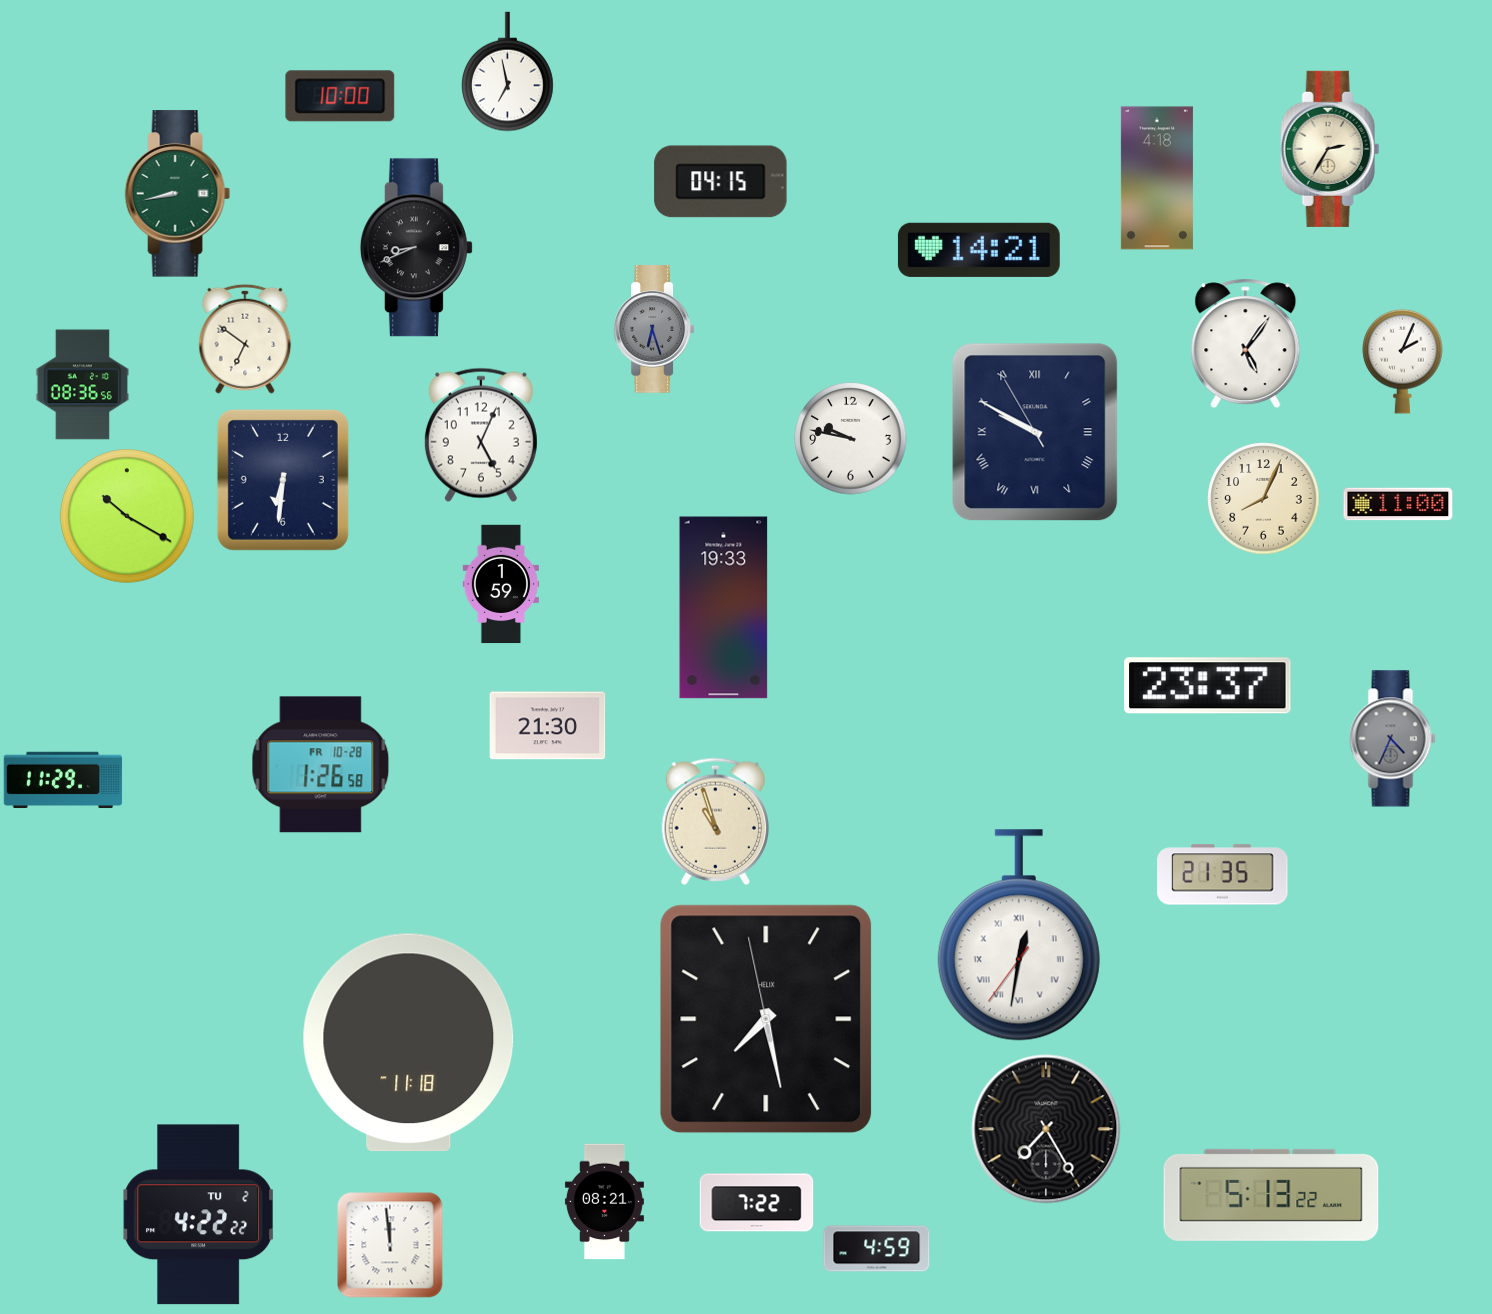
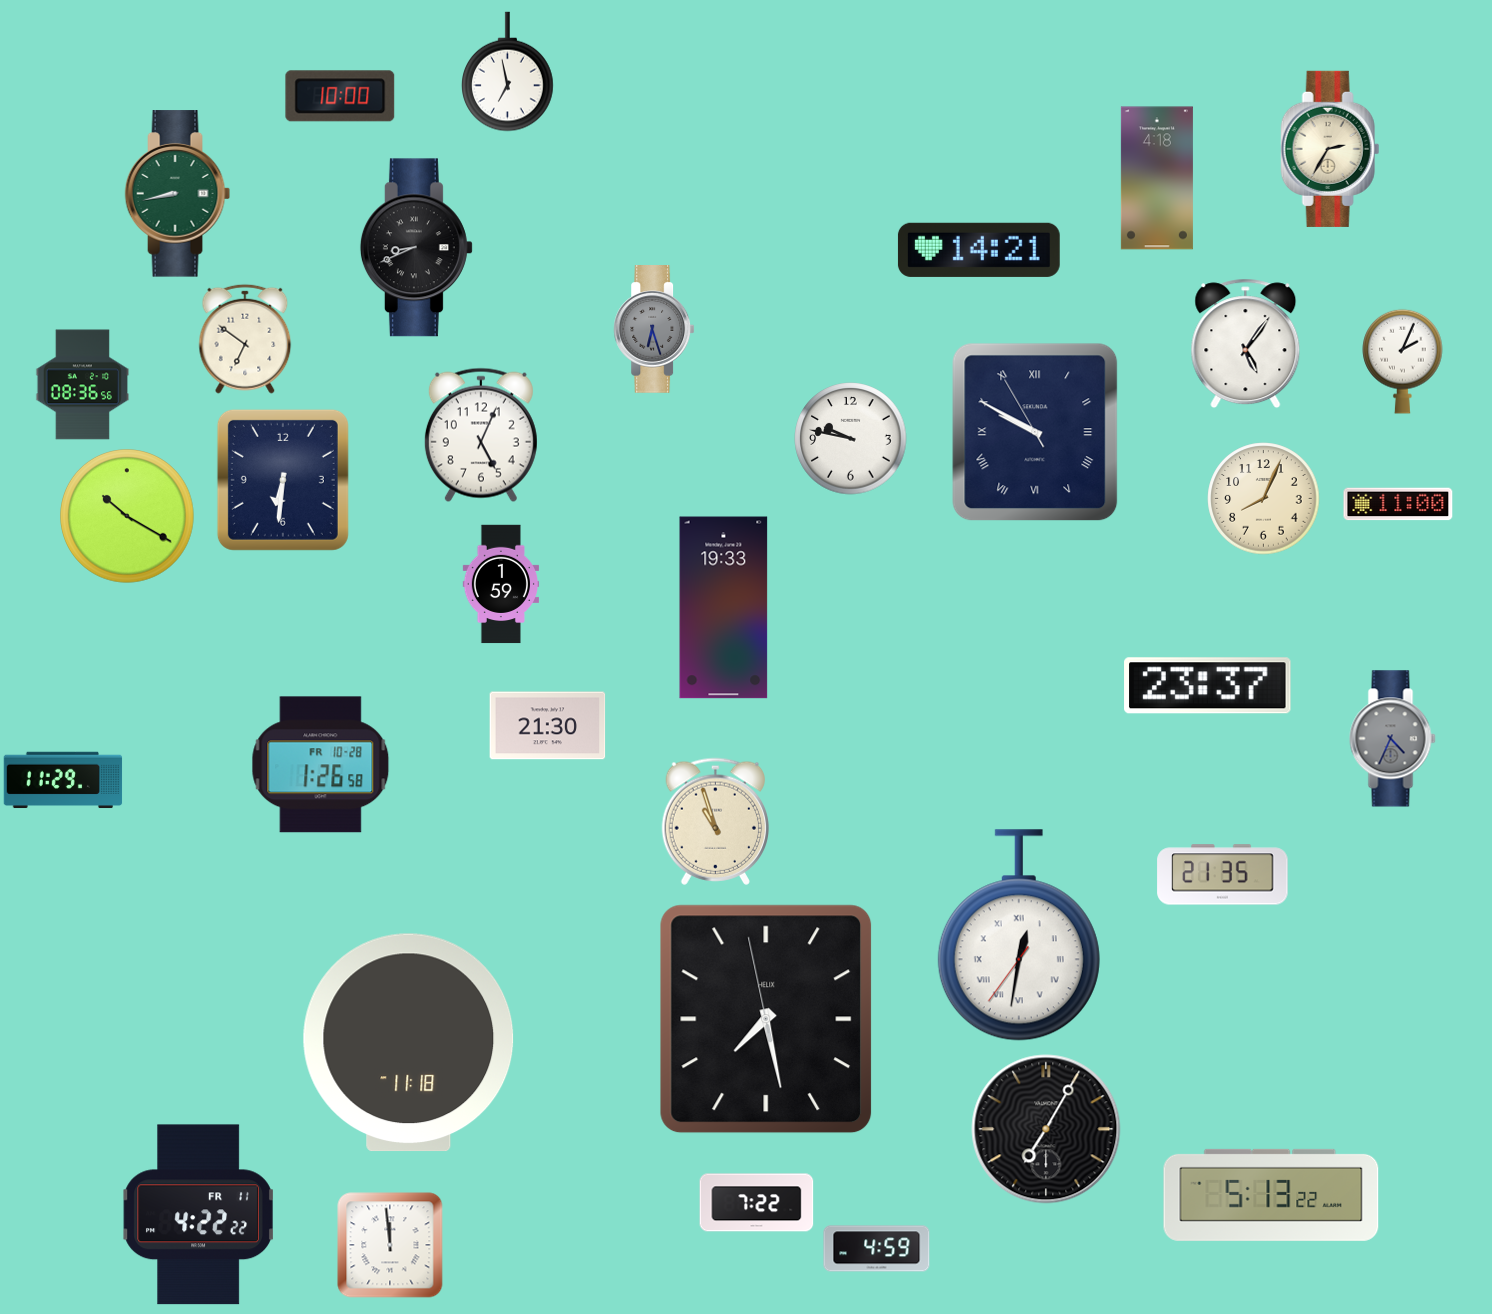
clock at (721, 182): 04:15 -> none
clock at (1046, 1129): 7:25 -> 7:05
clock at (604, 1202): 08:21 -> none
clock at (199, 1215) date: TU 2 -> FR 11
